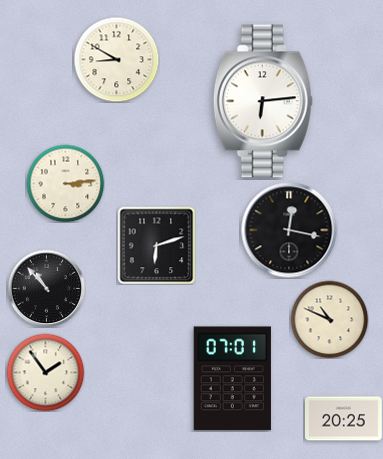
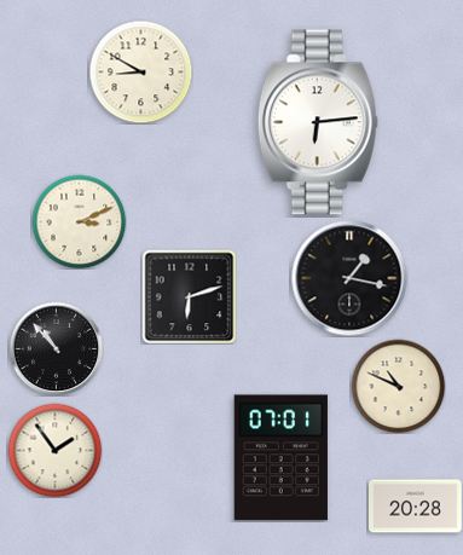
clock at (65, 183): 3:14 -> 3:11
clock at (289, 230): 12:17 -> 1:17
clock at (344, 419): 20:25 -> 20:28
